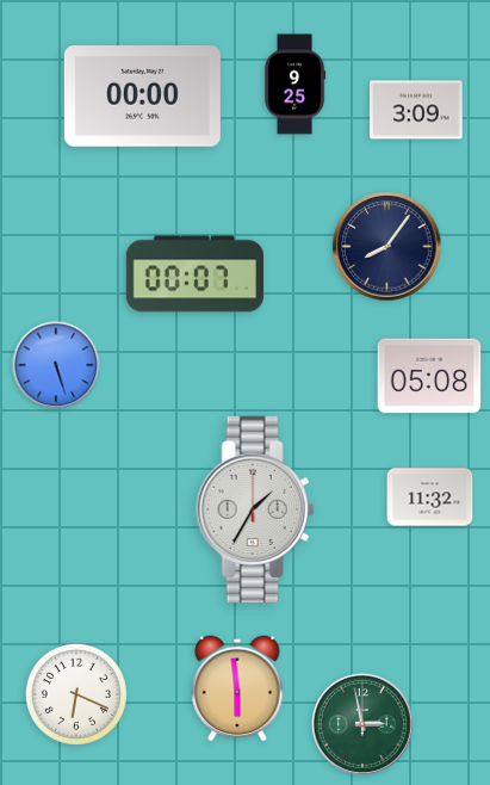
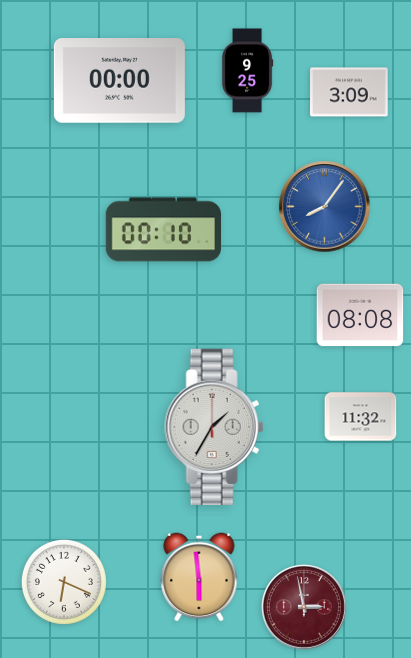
clock at (387, 247) dial: navy -> blue
clock at (196, 274): 00:07 -> 00:10
clock at (56, 365): 5:27 -> none
clock at (429, 376): 05:08 -> 08:08
clock at (362, 724) dial: green -> burgundy
